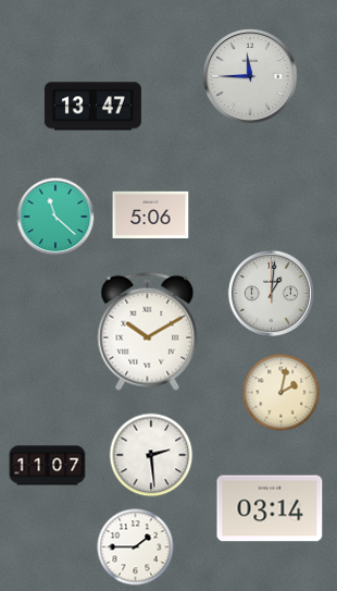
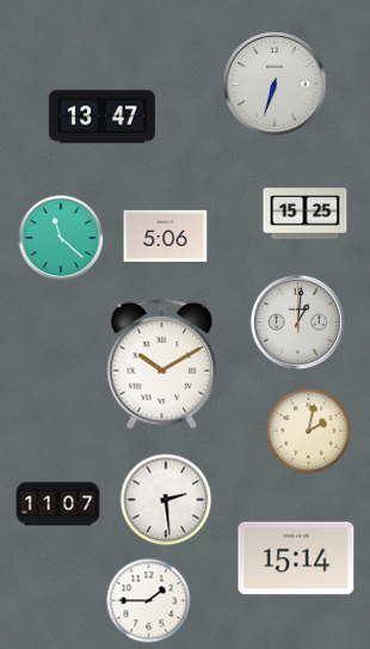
clock at (250, 76): 11:45 -> 6:33
clock at (306, 214): none -> 15:25
clock at (48, 466) position: (48, 466) -> (58, 504)
clock at (270, 508): 03:14 -> 15:14
